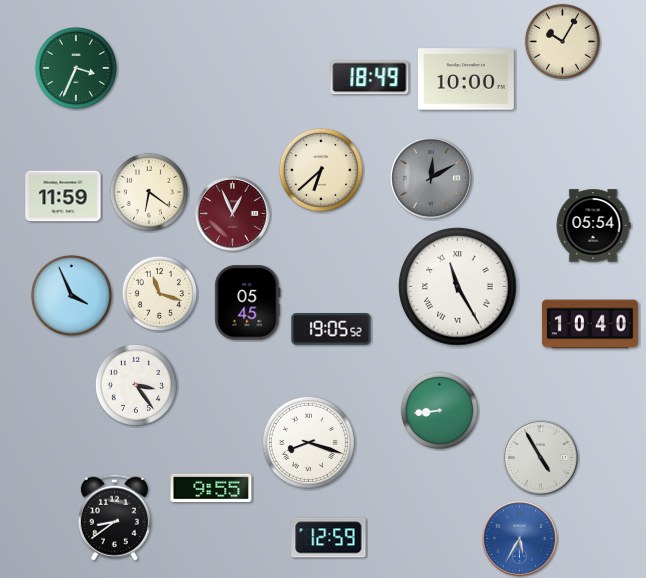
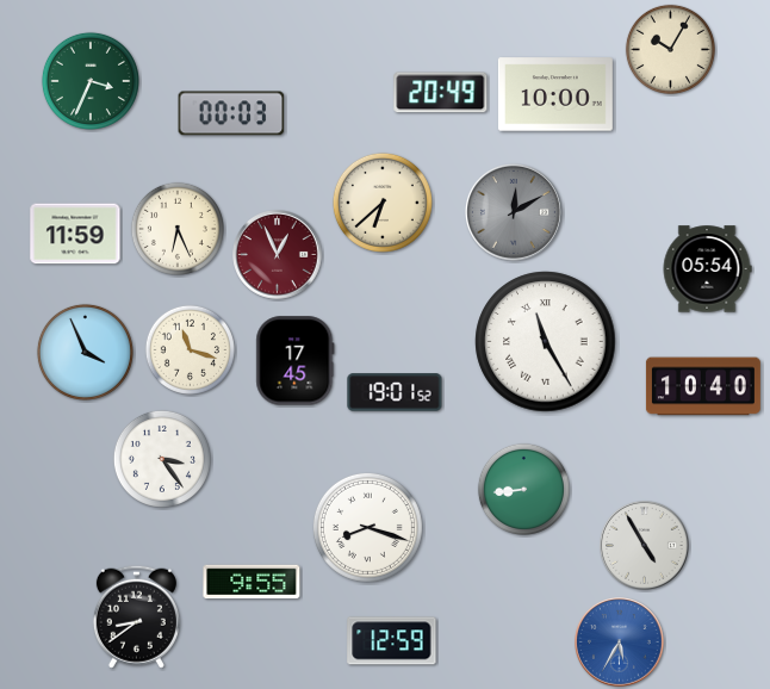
clock at (370, 78): 18:49 -> 20:49
clock at (231, 113): none -> 00:03
clock at (149, 192): 6:21 -> 6:26
clock at (248, 303): 05:45 -> 17:45
clock at (331, 329): 19:05 -> 19:01
